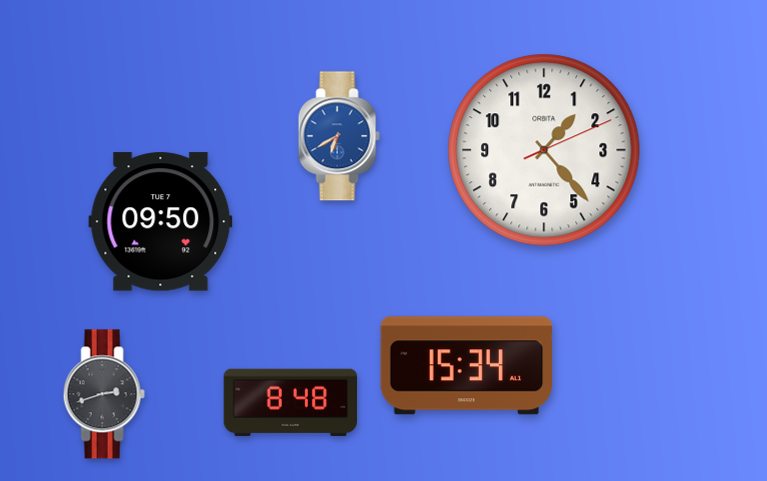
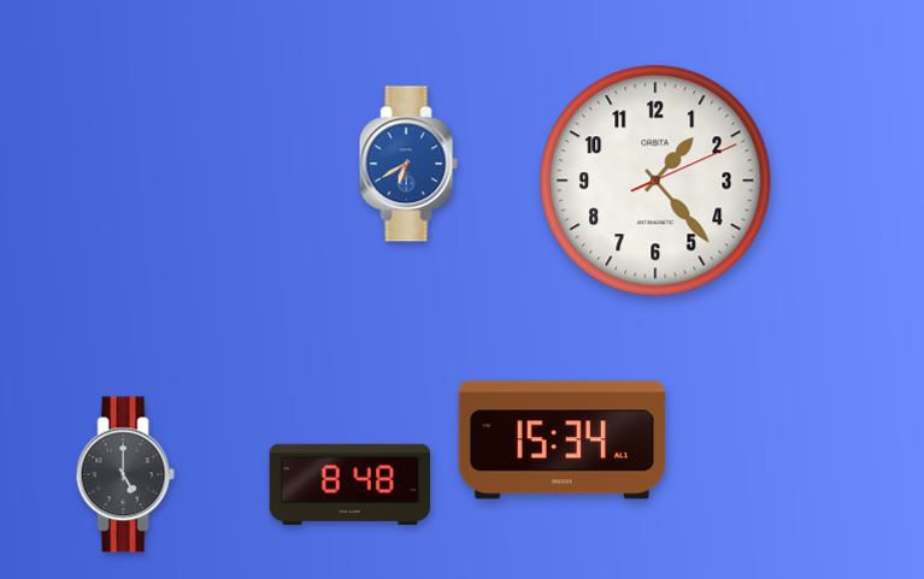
clock at (161, 222): 09:50 -> none
clock at (104, 394): 2:42 -> 5:00
